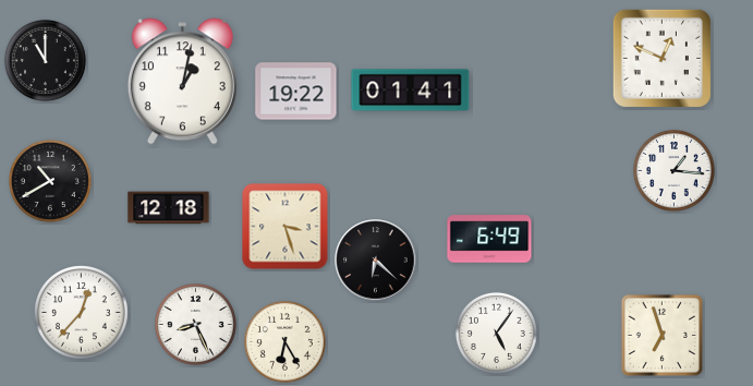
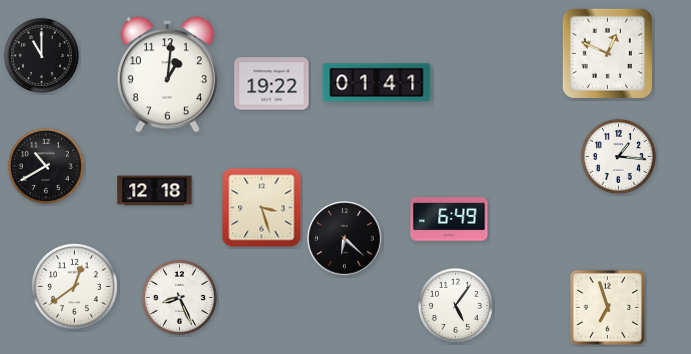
clock at (182, 82): 1:02 -> 1:01
clock at (82, 313): 12:37 -> 12:39
clock at (284, 341): 6:25 -> none
